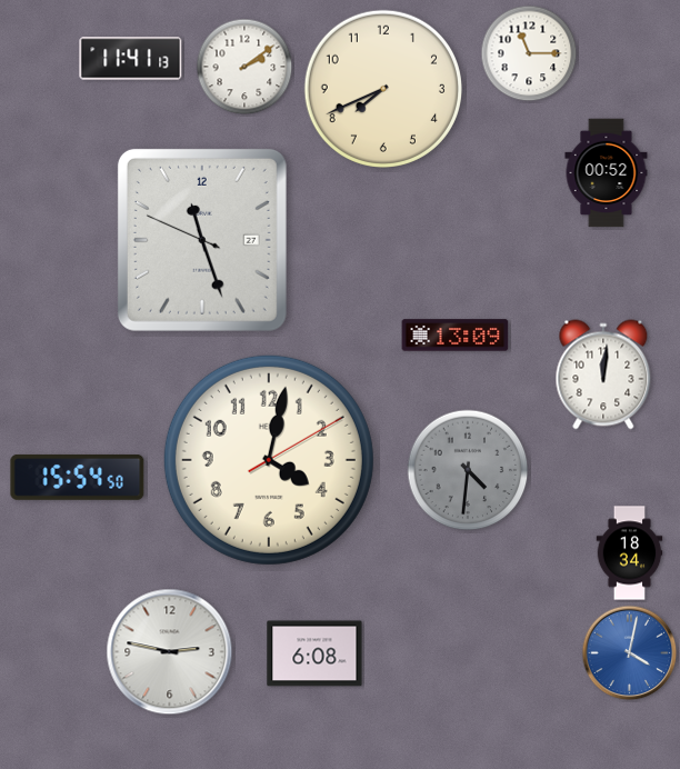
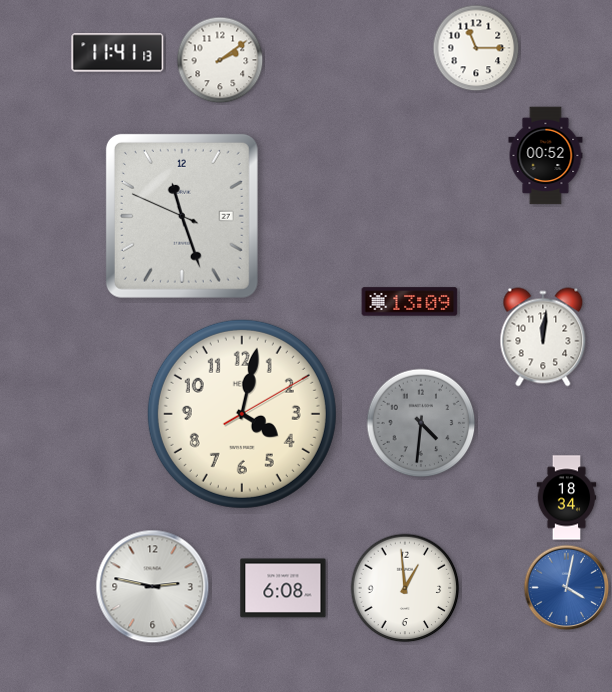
clock at (383, 89): 7:41 -> none
clock at (78, 477): 15:54 -> none
clock at (405, 588): none -> 12:59
